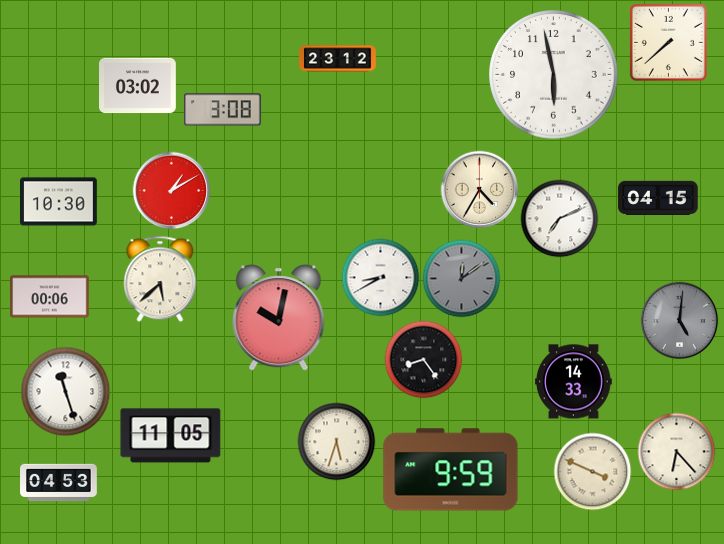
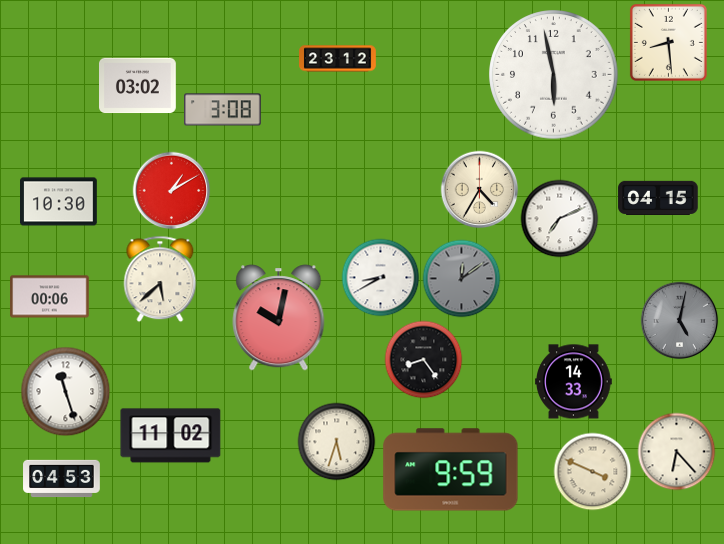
clock at (668, 42): 7:38 -> 8:29
clock at (679, 320): 5:01 -> 5:02
clock at (171, 436): 11:05 -> 11:02
clock at (59, 483) position: (59, 483) -> (62, 479)
